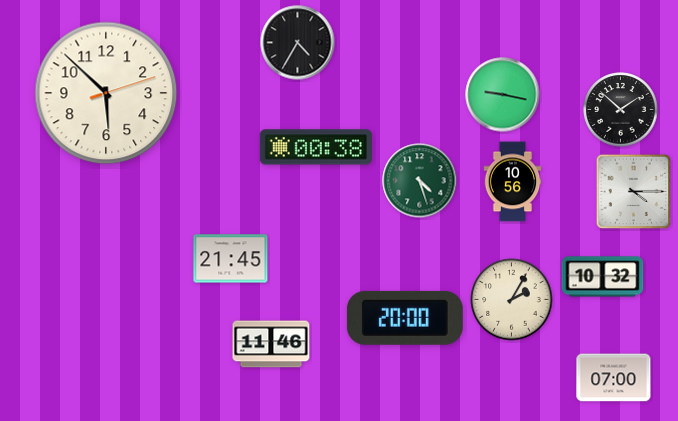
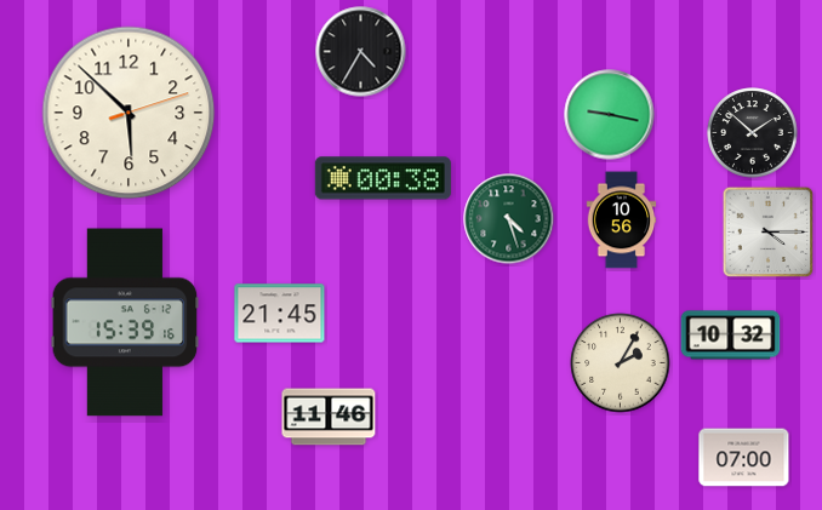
clock at (125, 322): none -> 15:39
clock at (405, 318): 20:00 -> none
